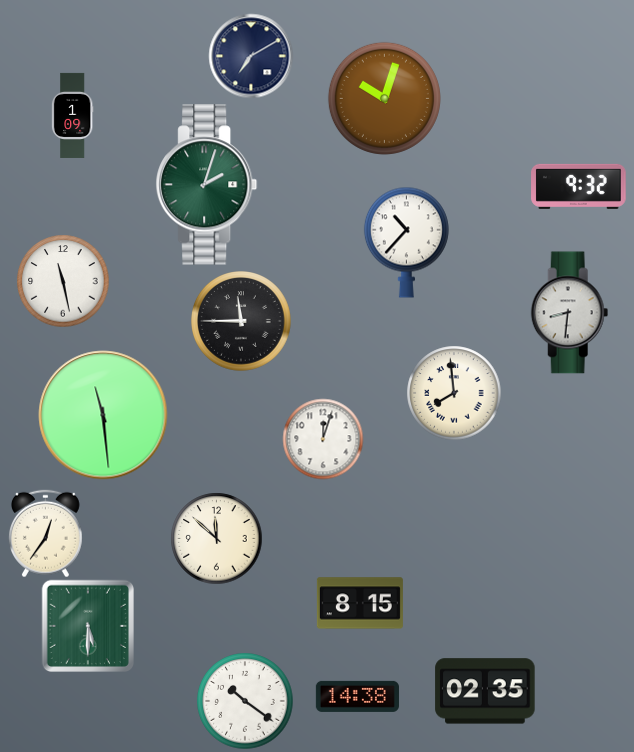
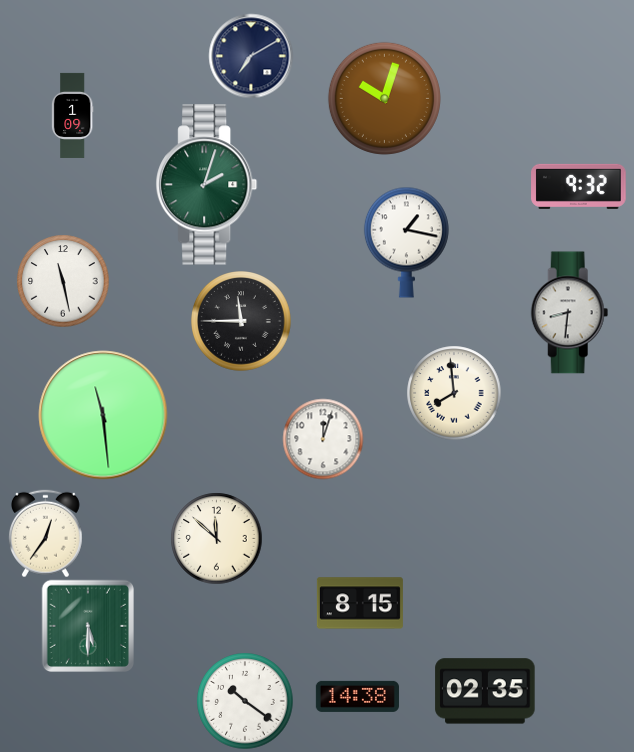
clock at (406, 242): 10:37 -> 1:17
